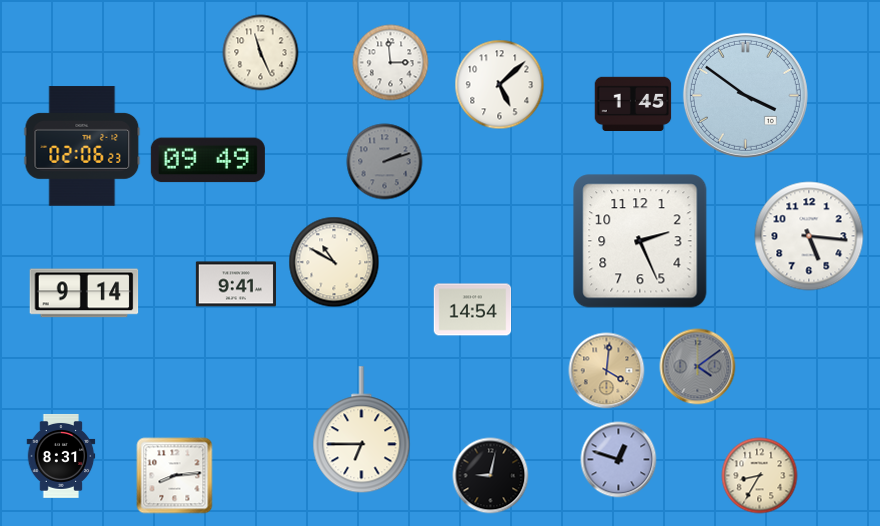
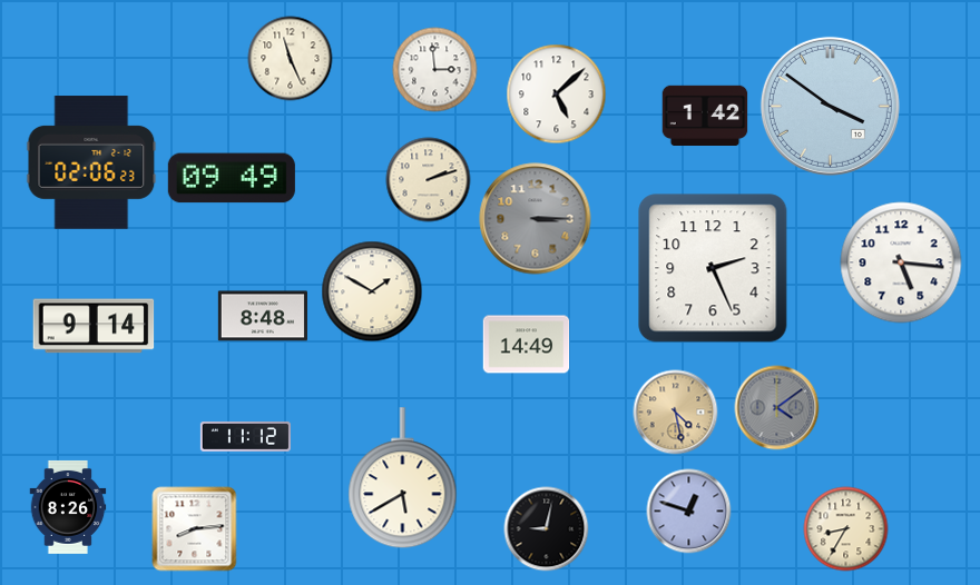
clock at (633, 103): 1:45 -> 1:42
clock at (385, 162) dial: grey -> cream
clock at (536, 219): none -> 3:15
clock at (334, 262): 10:50 -> 1:50
clock at (236, 284): 9:41 -> 8:48
clock at (473, 310): 14:54 -> 14:49
clock at (607, 371): 4:01 -> 4:28
clock at (245, 437): none -> 11:12
clock at (362, 430): 6:45 -> 5:40
clock at (61, 456): 8:31 -> 8:26
